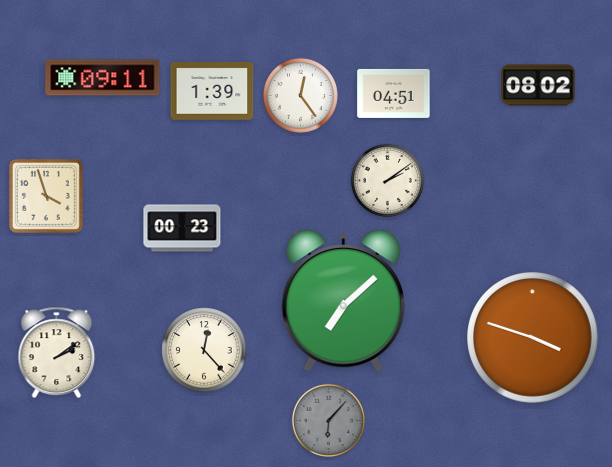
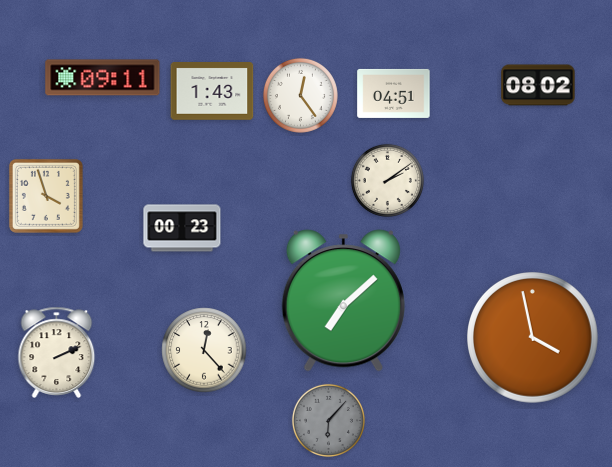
clock at (212, 91): 1:39 -> 1:43
clock at (533, 338): 3:48 -> 3:58
clock at (57, 352): 2:09 -> 2:11
